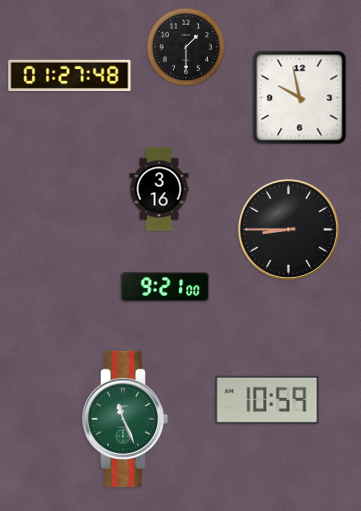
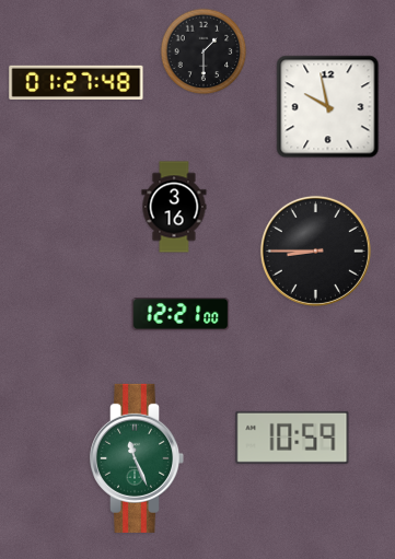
clock at (165, 287): 9:21 -> 12:21
